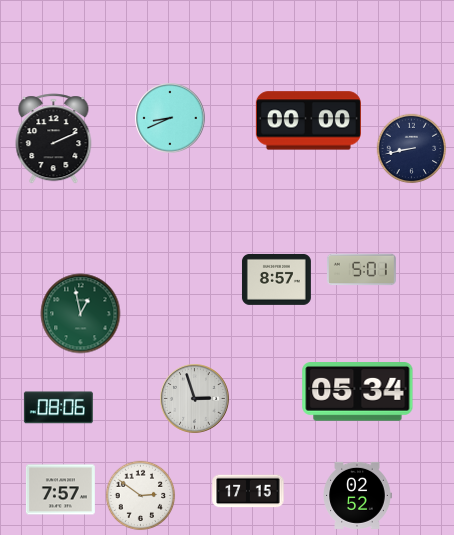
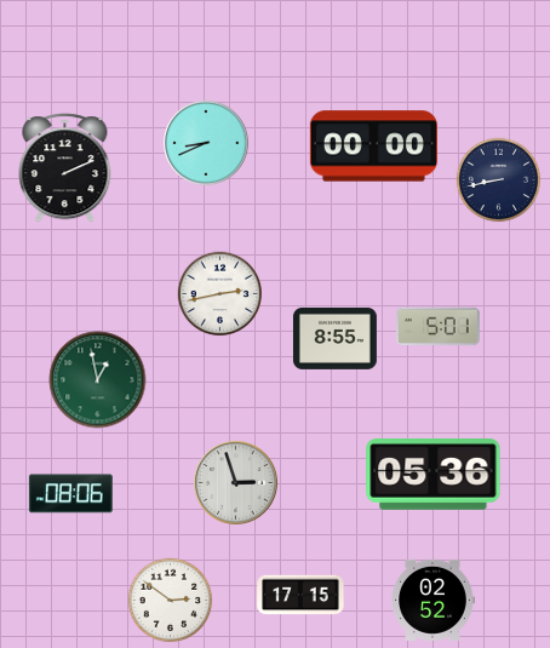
clock at (220, 294): none -> 2:43
clock at (276, 279): 8:57 -> 8:55
clock at (358, 392): 05:34 -> 05:36
clock at (60, 490): 7:57 -> none
